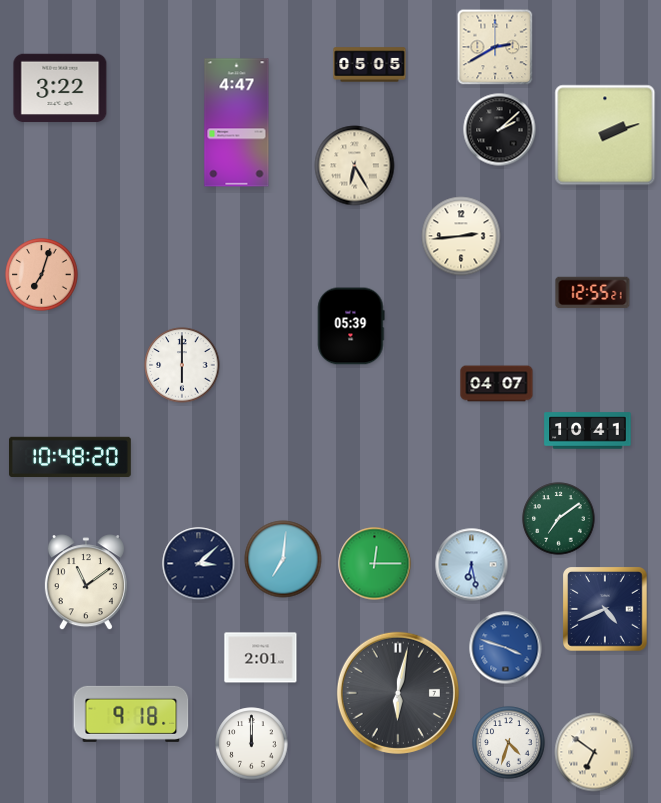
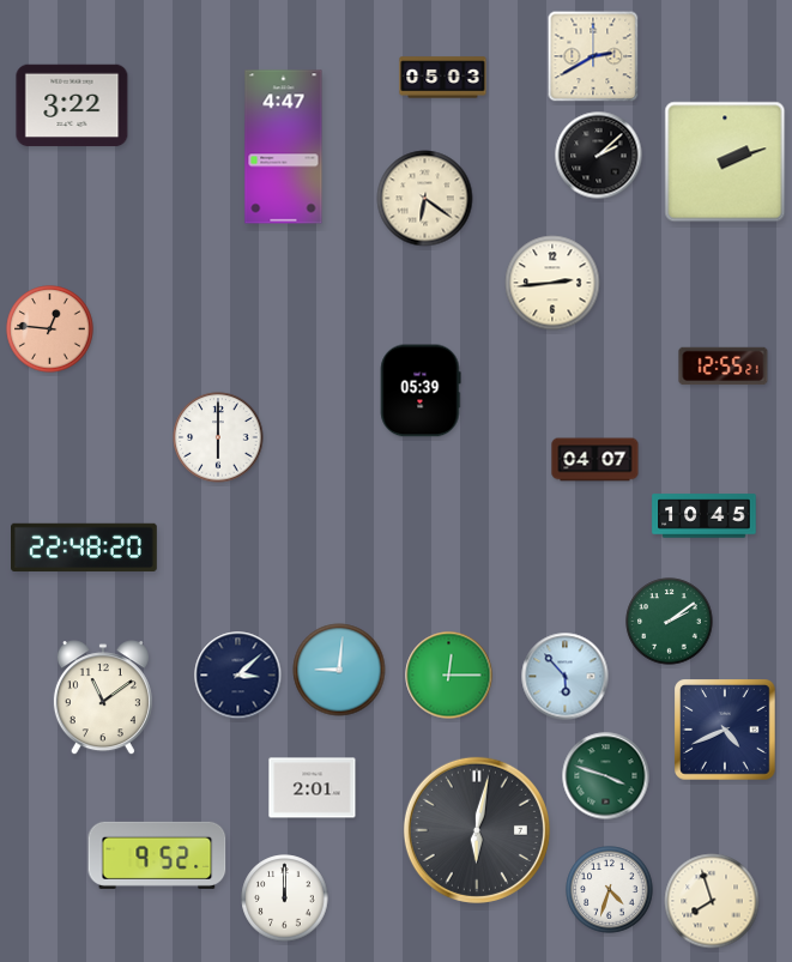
clock at (370, 65): 05:05 -> 05:03
clock at (355, 166): 6:25 -> 6:21
clock at (42, 275): 7:03 -> 12:46
clock at (593, 293) position: (593, 293) -> (724, 367)
clock at (588, 431): 10:41 -> 10:45
clock at (71, 457): 10:48 -> 22:48
clock at (559, 519): 7:09 -> 2:09
clock at (283, 559): 7:01 -> 9:01
clock at (472, 565): 6:28 -> 5:53
clock at (506, 648) dial: blue -> green
clock at (131, 714): 9:18 -> 9:52
clock at (252, 744) position: (252, 744) -> (285, 899)
clock at (594, 752): 6:51 -> 7:57
